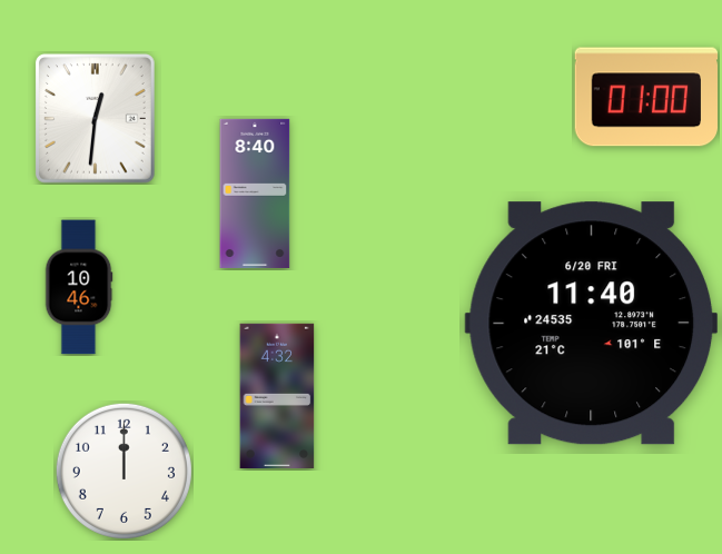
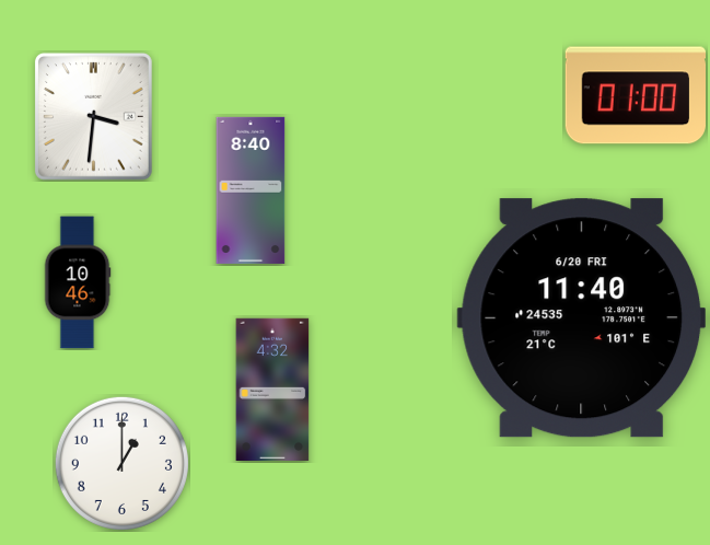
clock at (95, 118): 12:31 -> 3:31
clock at (123, 471): 12:00 -> 1:00
